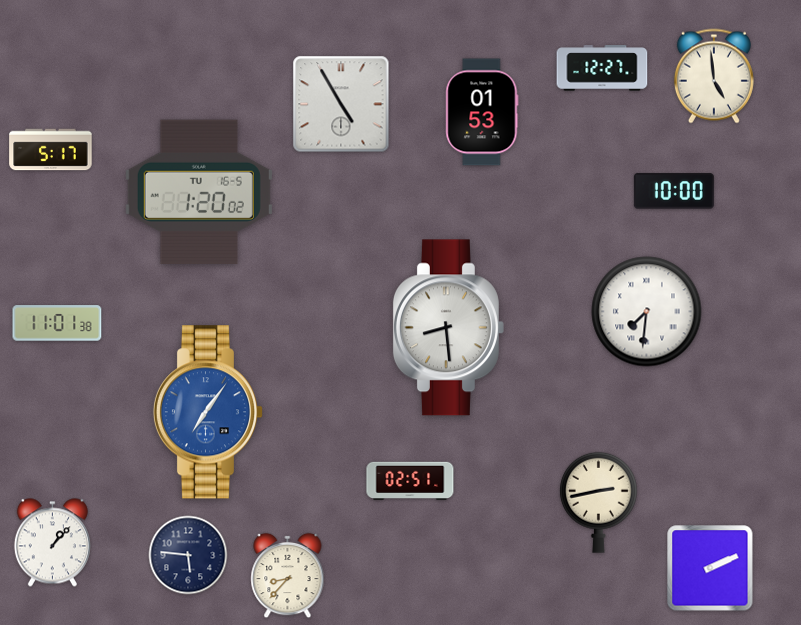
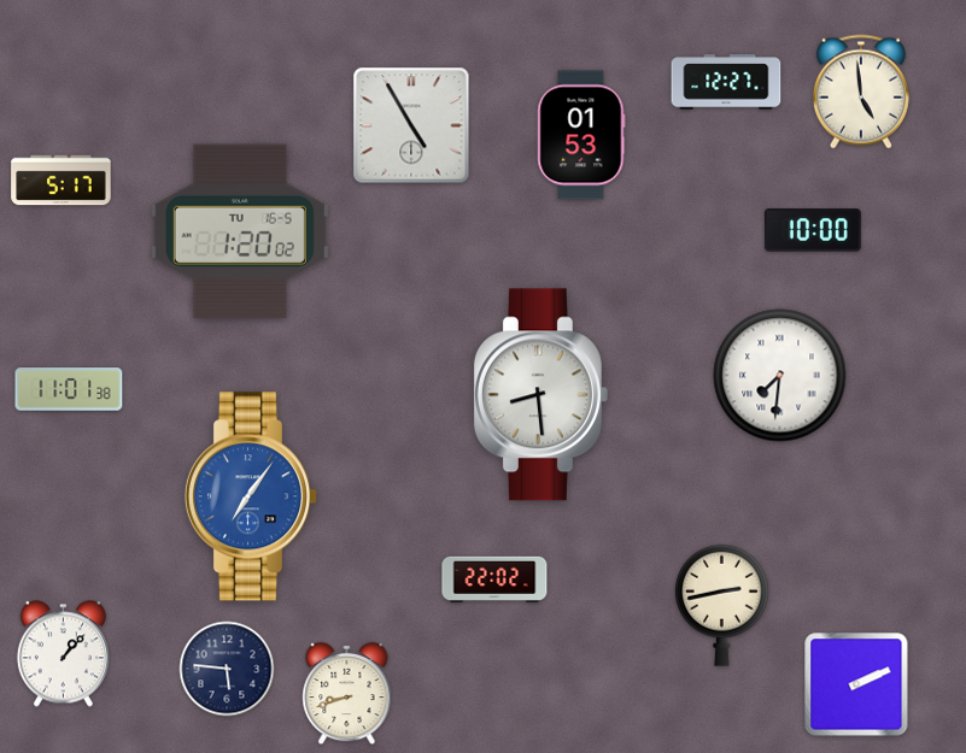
clock at (410, 480): 02:51 -> 22:02
clock at (288, 576): 8:37 -> 8:42
